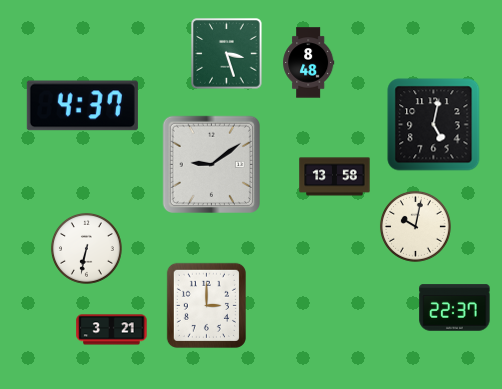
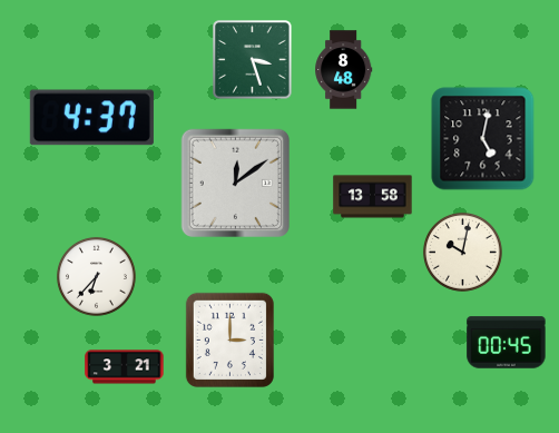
clock at (211, 164): 9:09 -> 12:09
clock at (86, 248): 6:32 -> 6:37
clock at (455, 308): 22:37 -> 00:45
